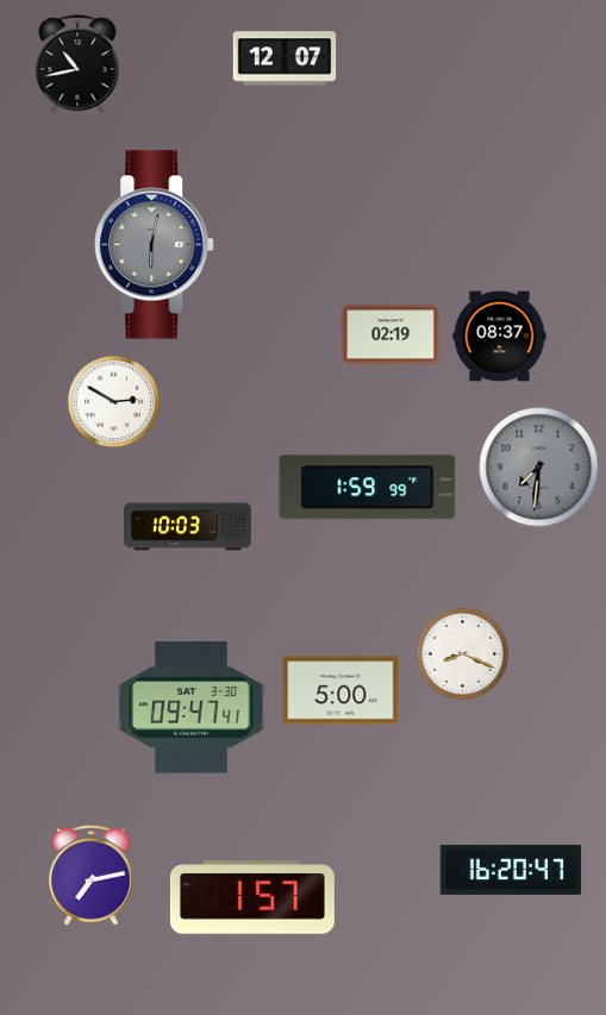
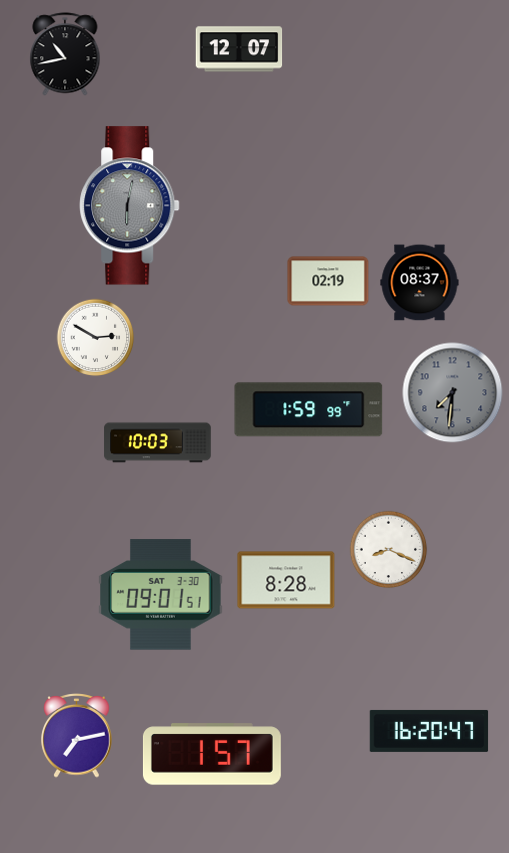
clock at (341, 690): 5:00 -> 8:28
clock at (192, 708): 09:47 -> 09:01
